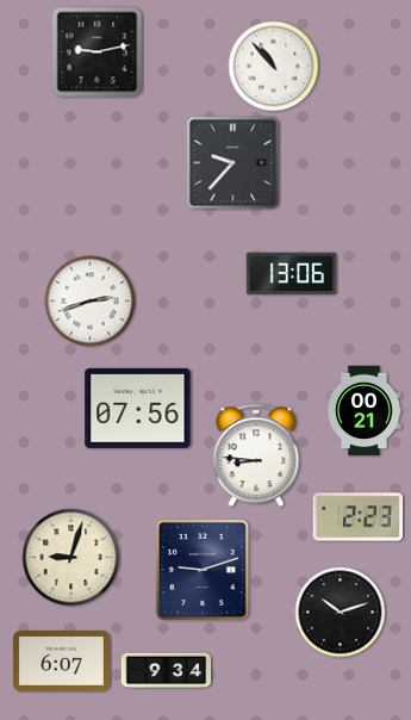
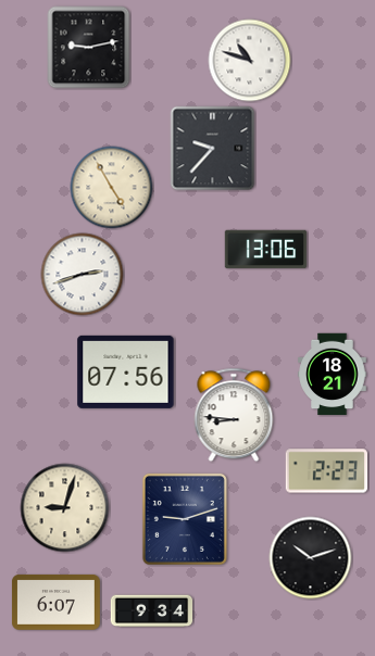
clock at (274, 67): 10:53 -> 10:48
clock at (112, 188): none -> 4:55
clock at (365, 411): 00:21 -> 18:21
